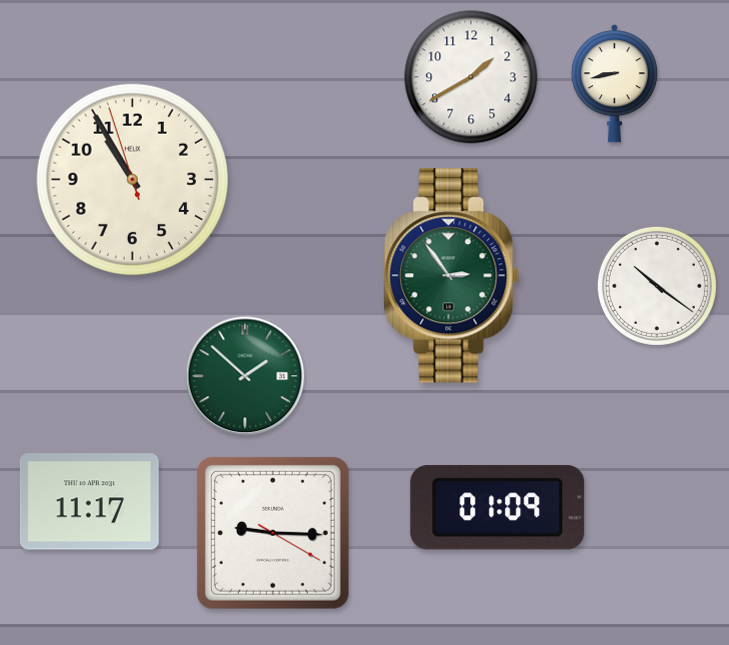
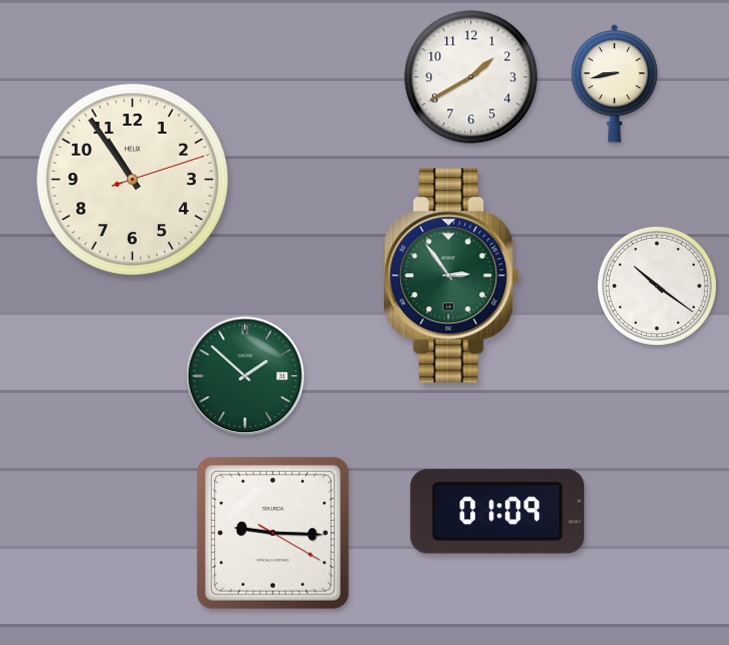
clock at (132, 179): 10:54:57 -> 10:54:12
clock at (89, 502): 11:17 -> none
clock at (498, 508) position: (498, 508) -> (498, 512)
